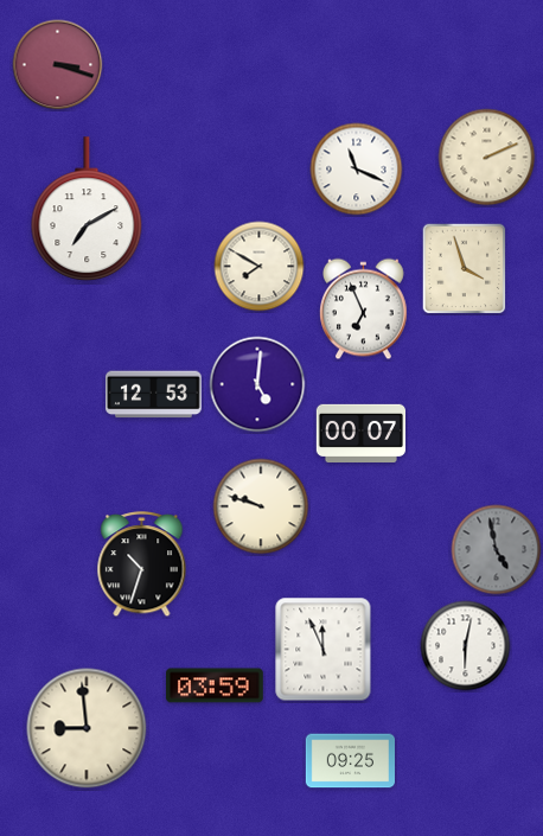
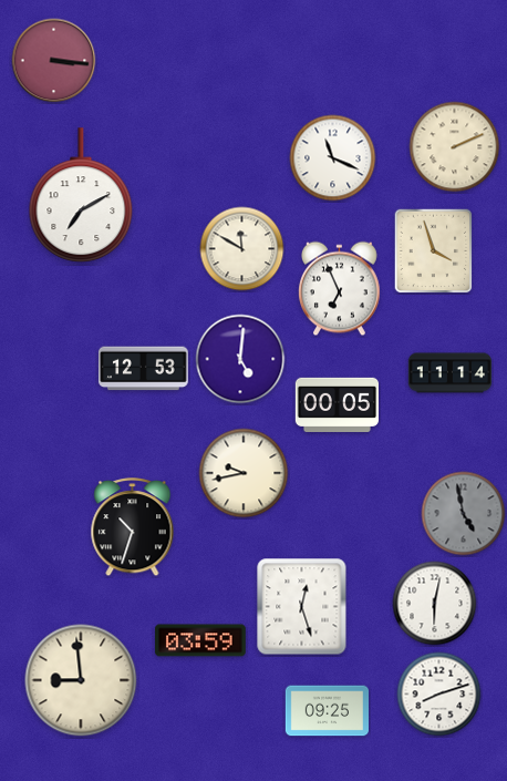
clock at (58, 65): 3:18 -> 3:16
clock at (260, 267): 7:50 -> 11:50
clock at (449, 373): none -> 11:14
clock at (360, 433): 00:07 -> 00:05
clock at (261, 506): 9:48 -> 9:43
clock at (324, 650): 11:56 -> 12:27
clock at (439, 695): none -> 8:12
